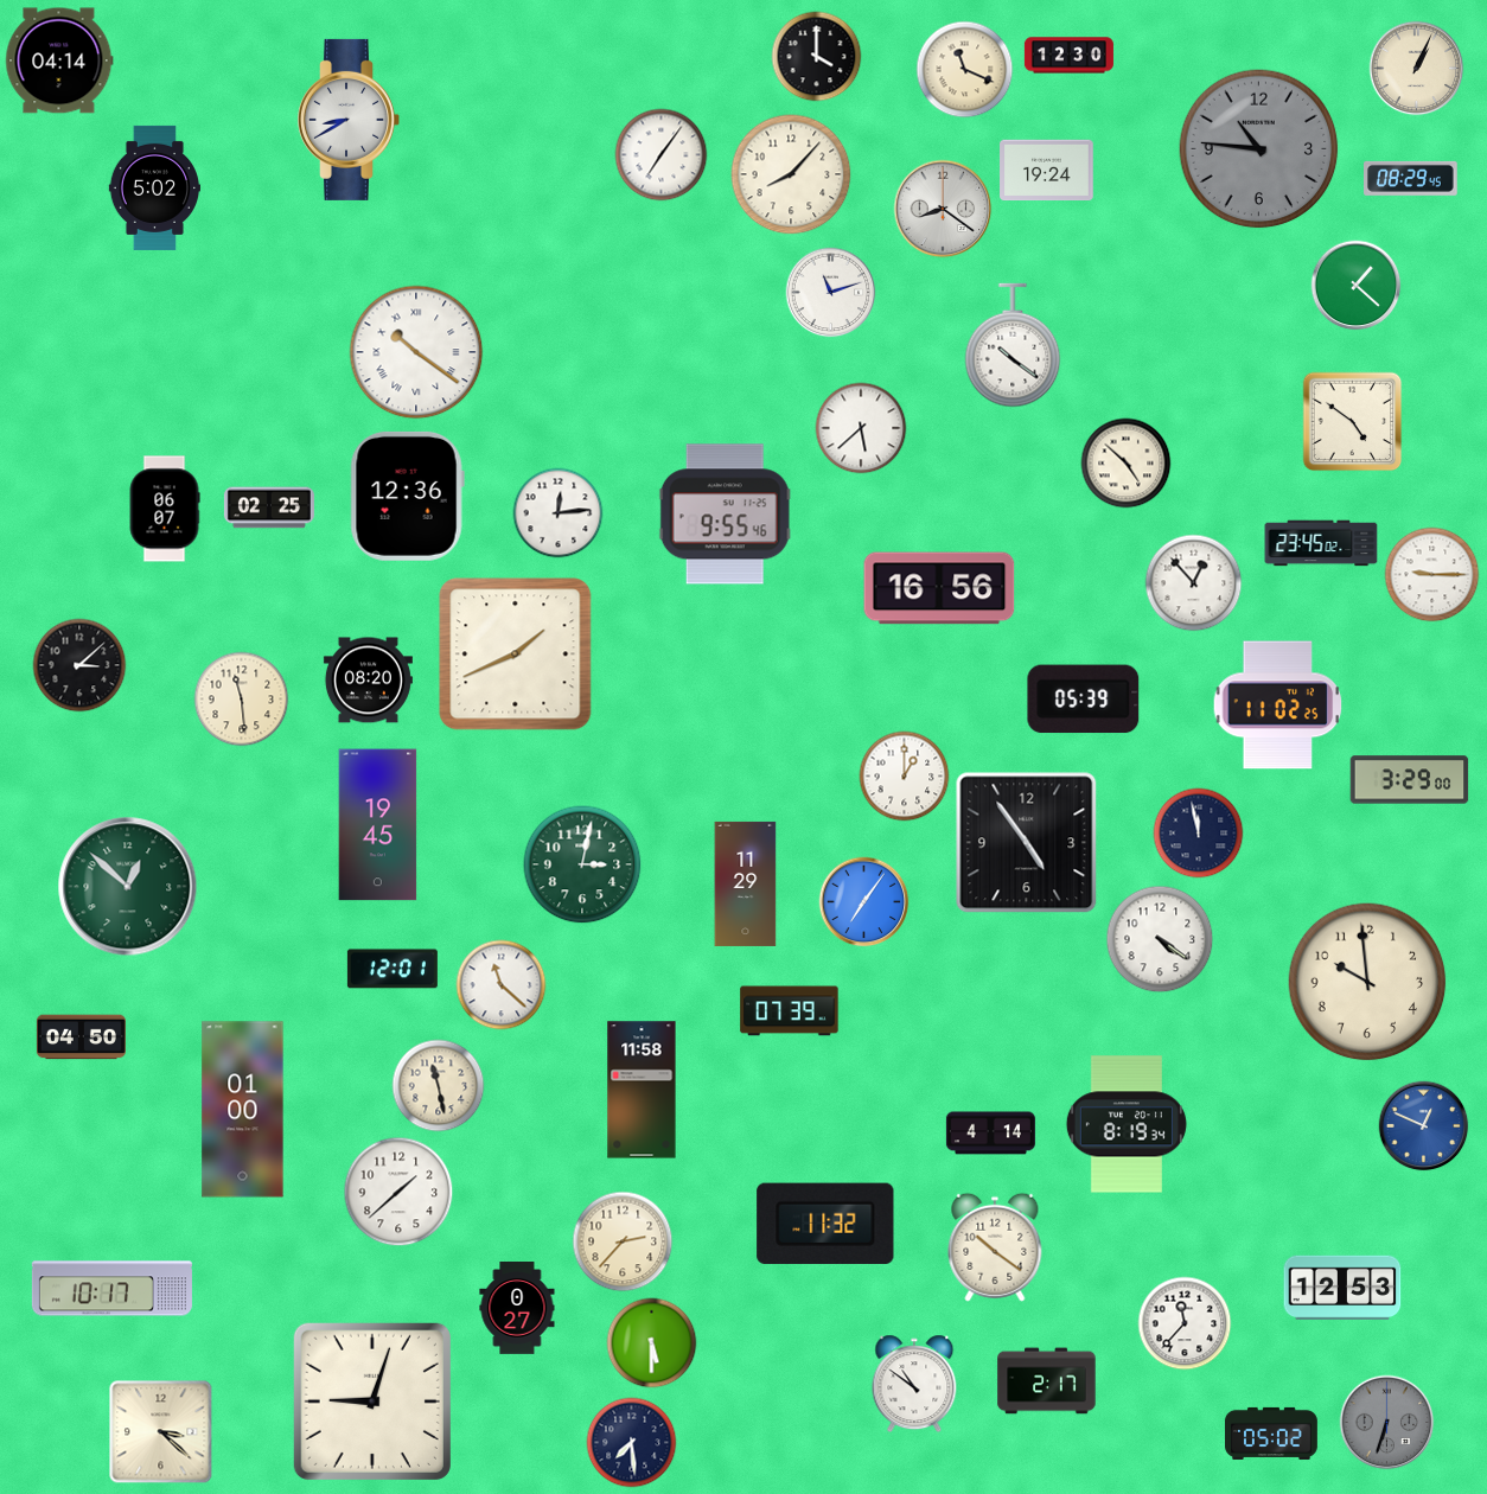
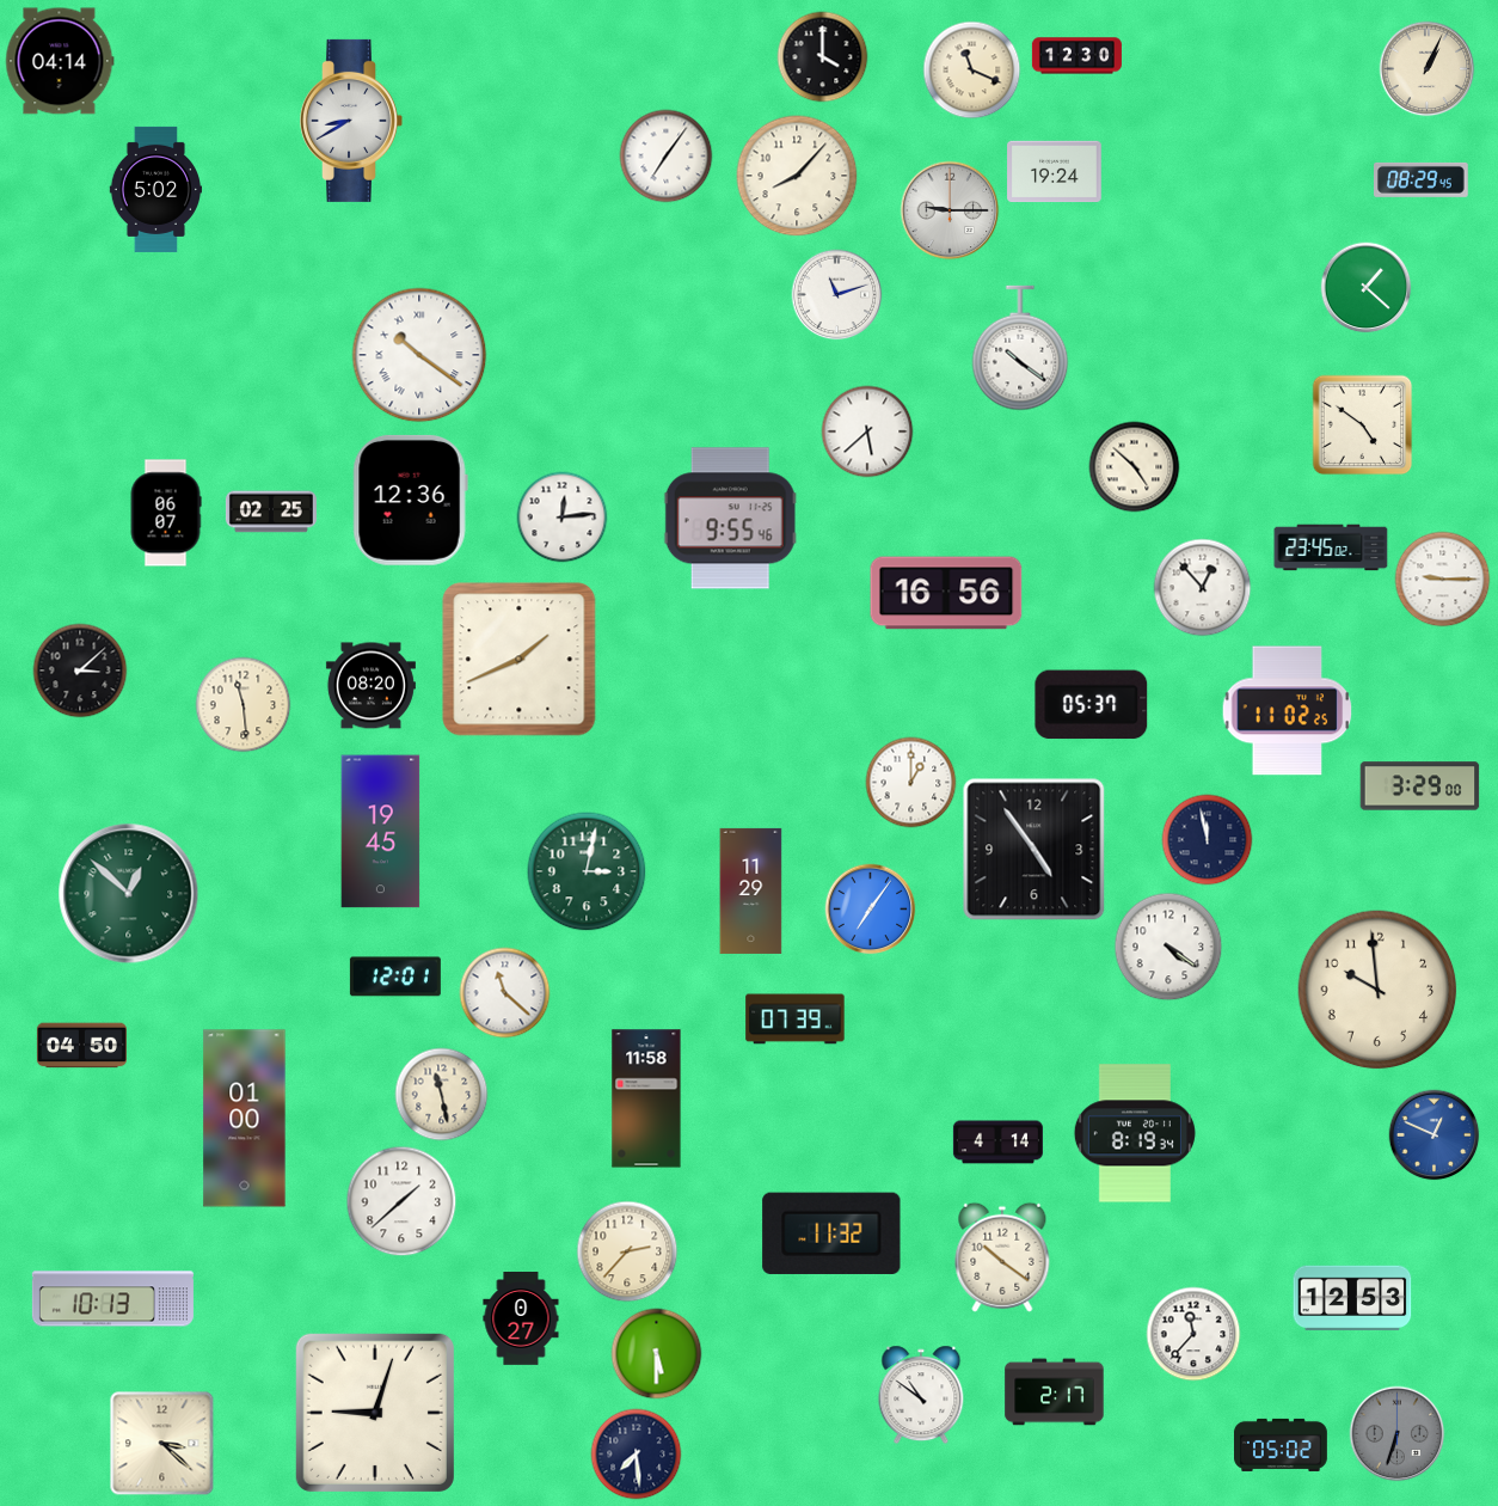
clock at (1259, 149): 10:46 -> none
clock at (943, 209): 8:21 -> 9:15
clock at (1084, 700): 05:39 -> 05:37
clock at (111, 1289): 10:17 -> 10:13
